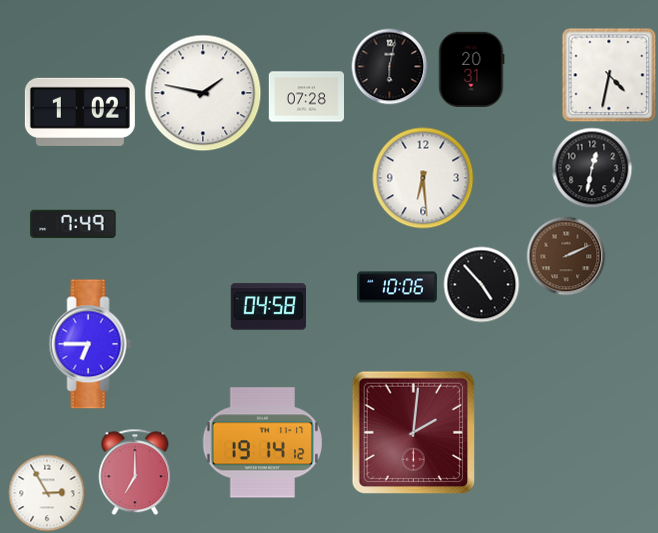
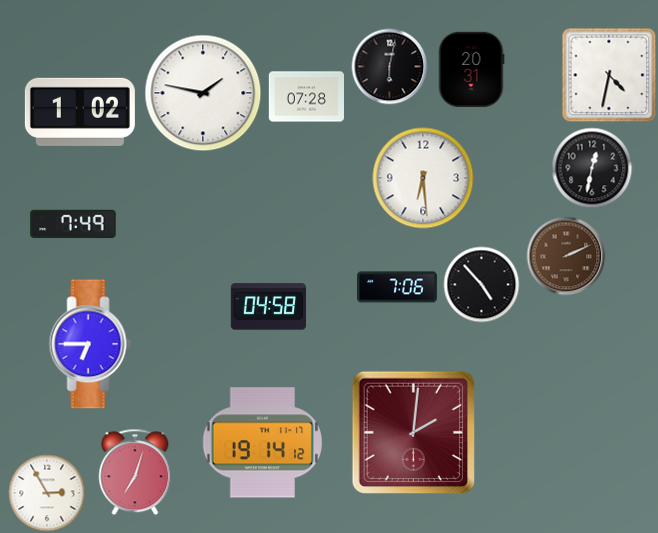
clock at (397, 287): 10:06 -> 7:06
clock at (135, 472): 7:00 -> 7:03
